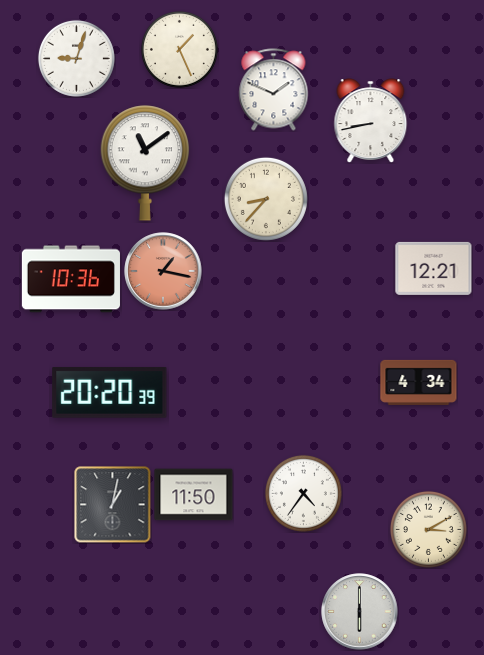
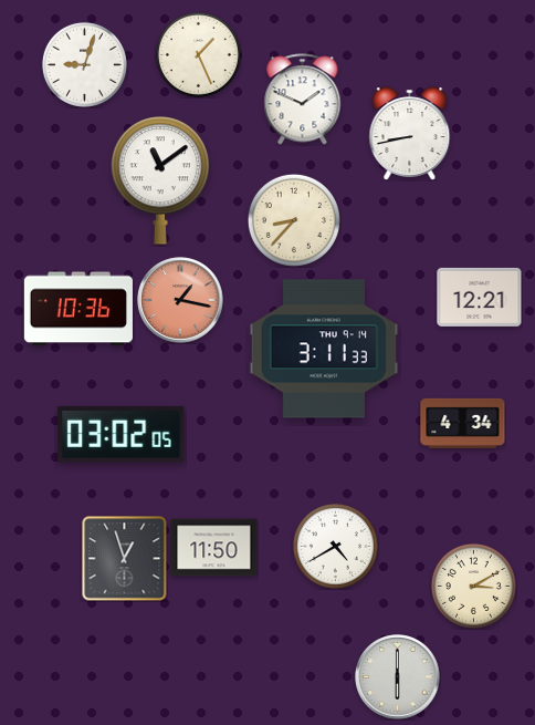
clock at (324, 349): none -> 3:11
clock at (110, 392): 20:20 -> 03:02
clock at (303, 493): 4:36 -> 4:40
clock at (113, 505): 1:02 -> 12:57
